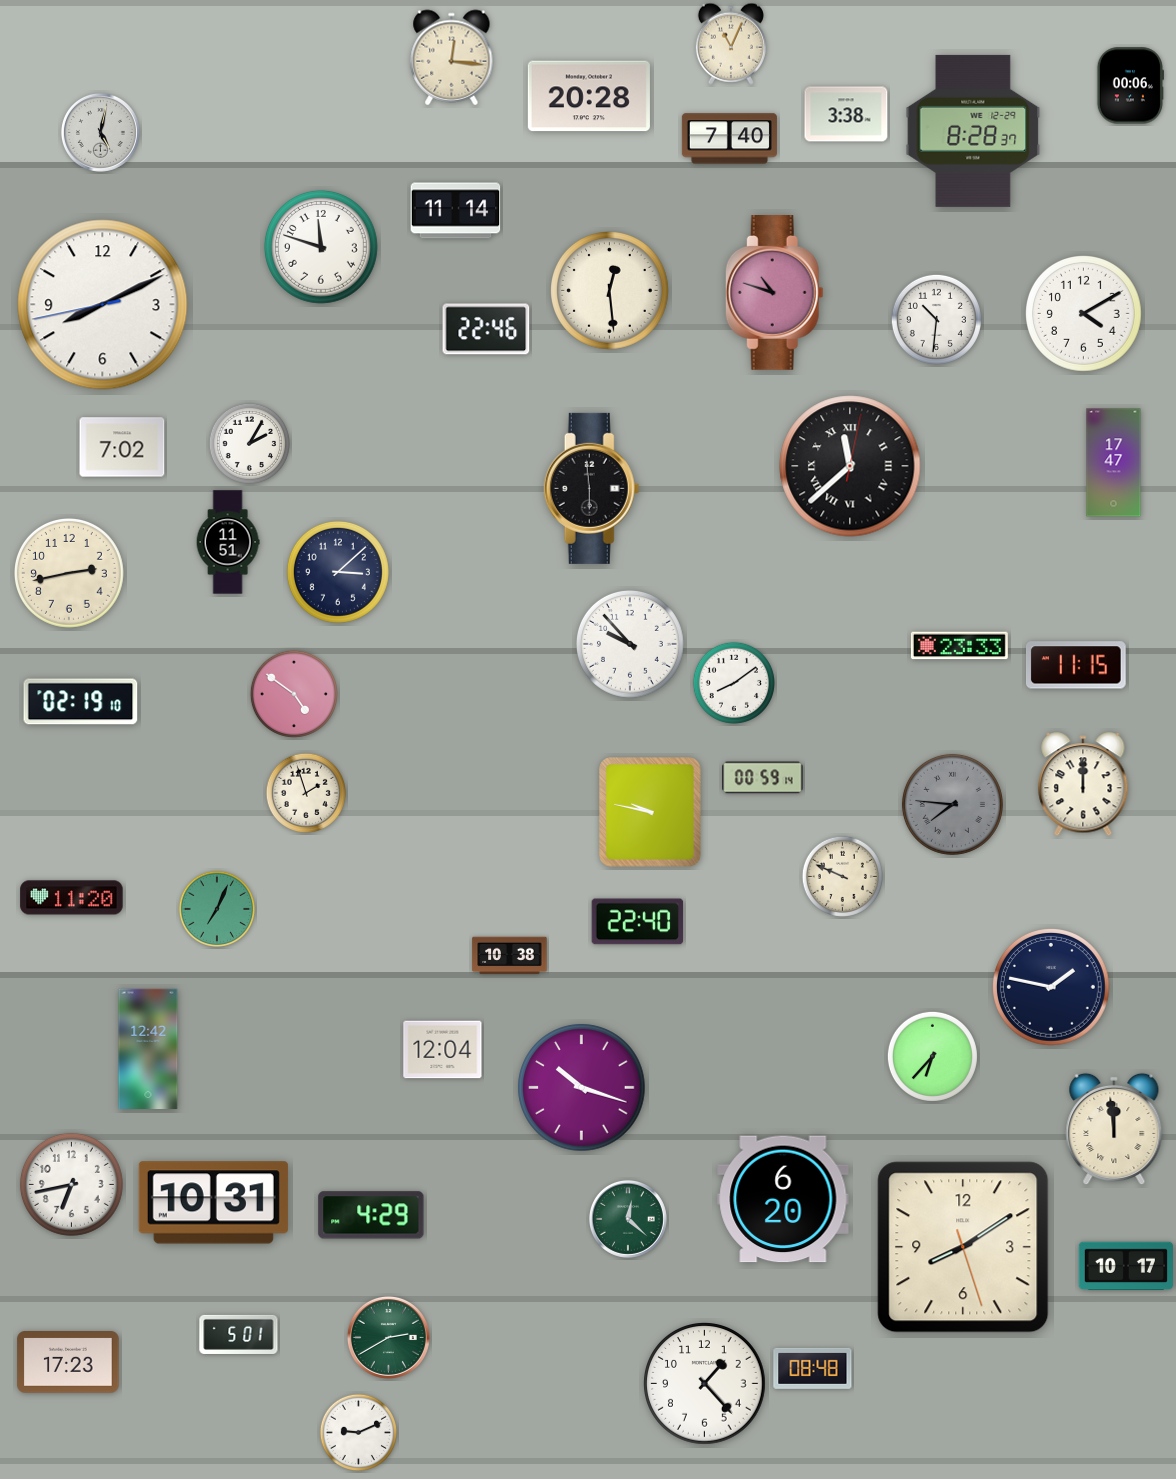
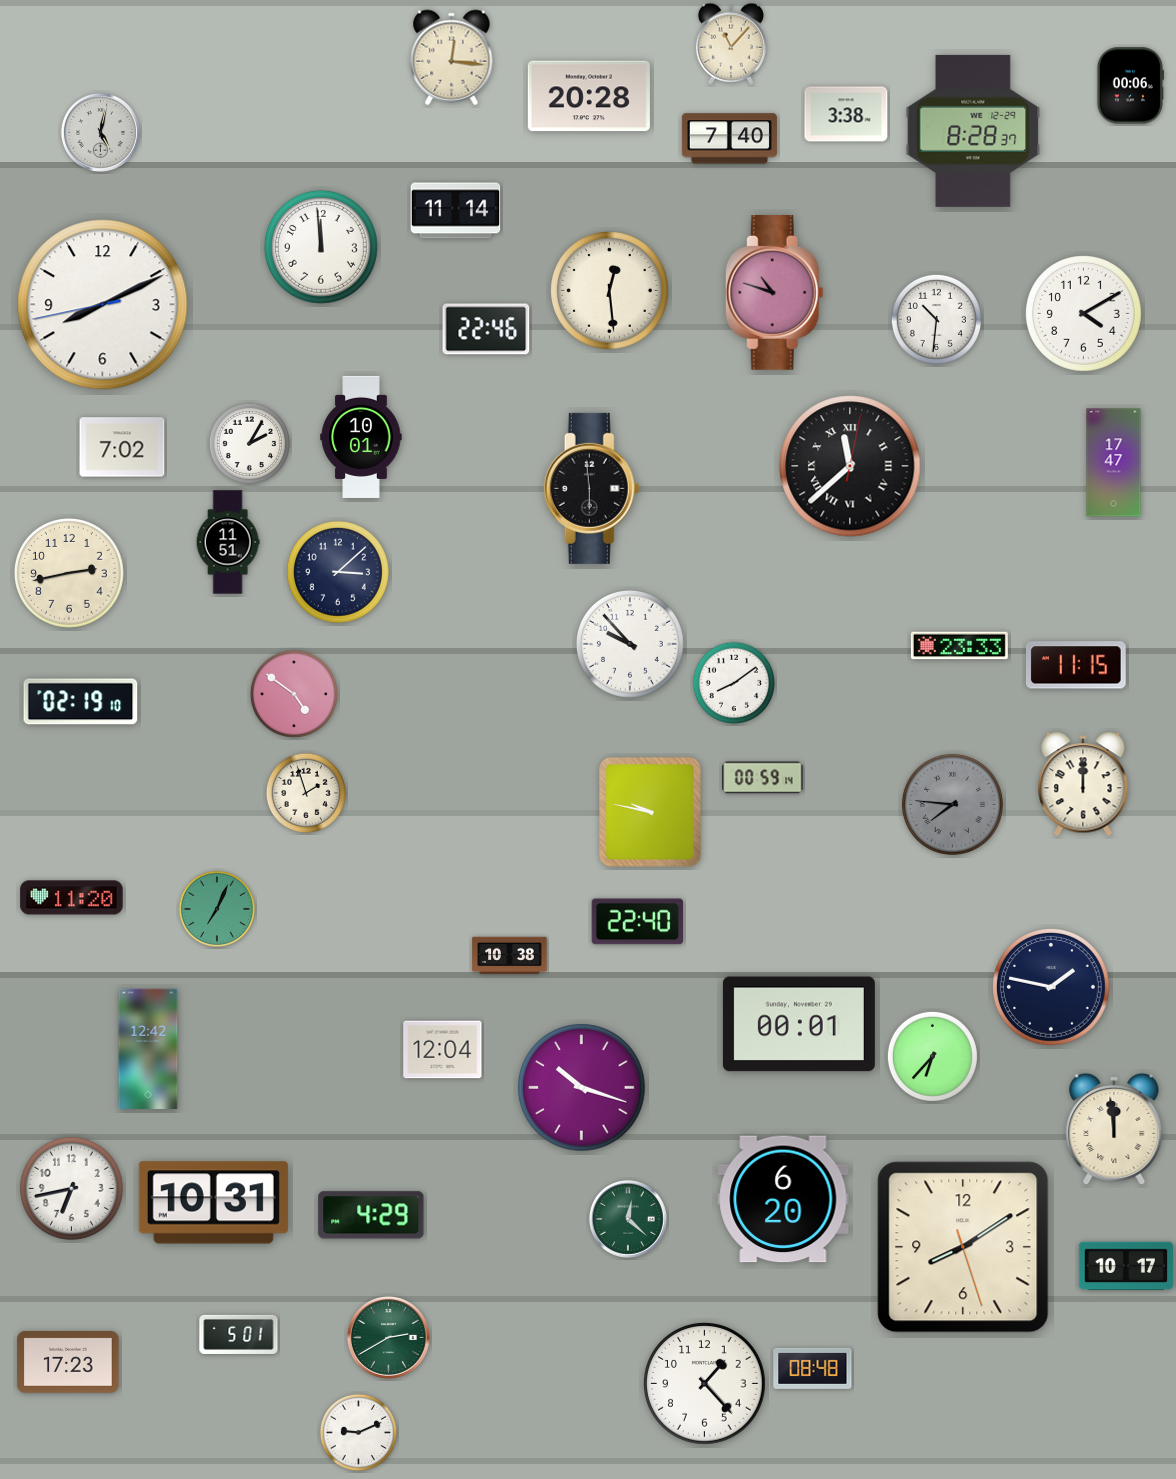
clock at (731, 44): 11:04 -> 11:07
clock at (321, 247): 11:48 -> 11:59
clock at (361, 437): none -> 10:01
clock at (842, 876): 9:49 -> none
clock at (799, 1024): none -> 00:01
clock at (71, 1184) position: (71, 1184) -> (71, 1188)
